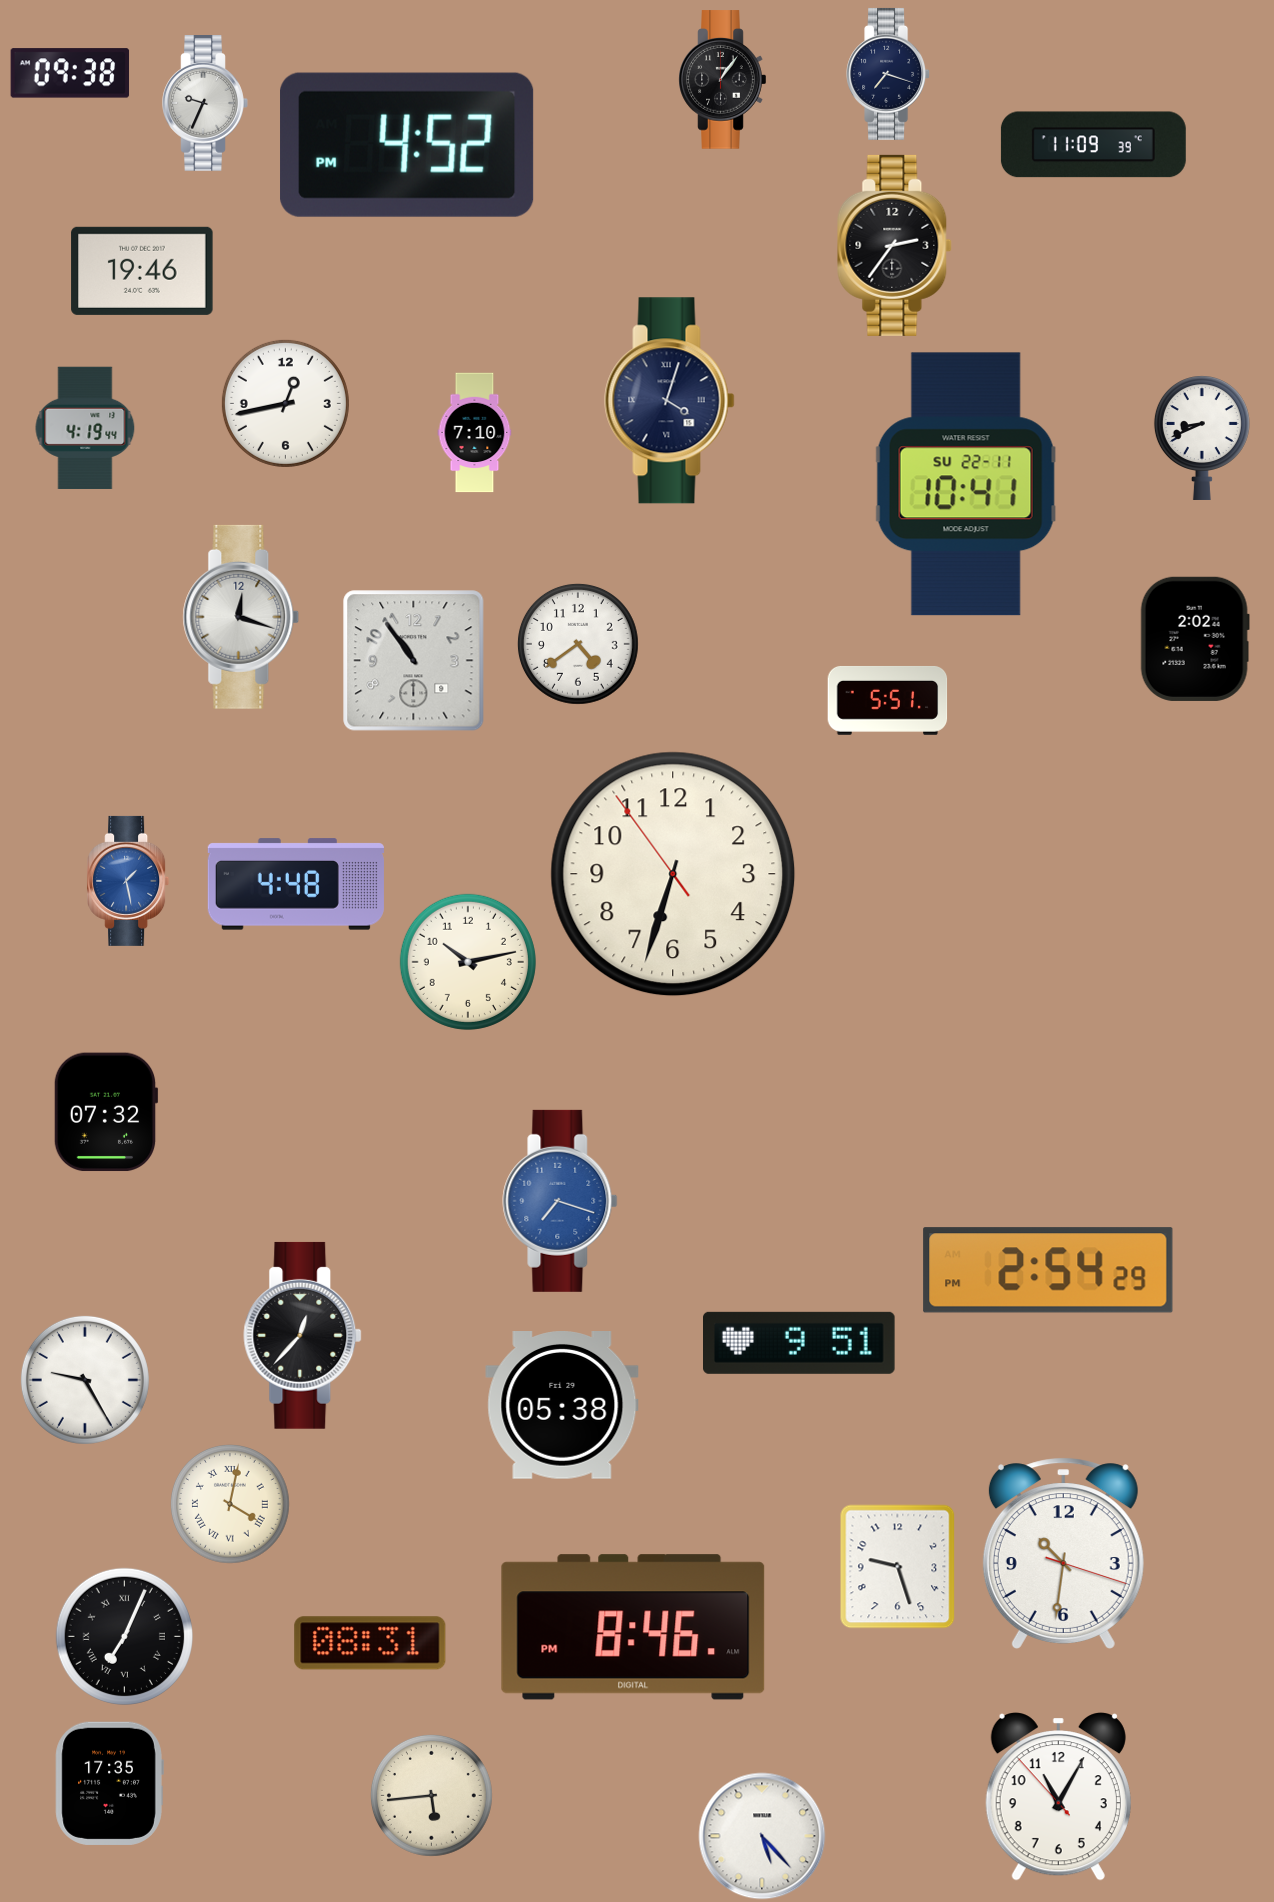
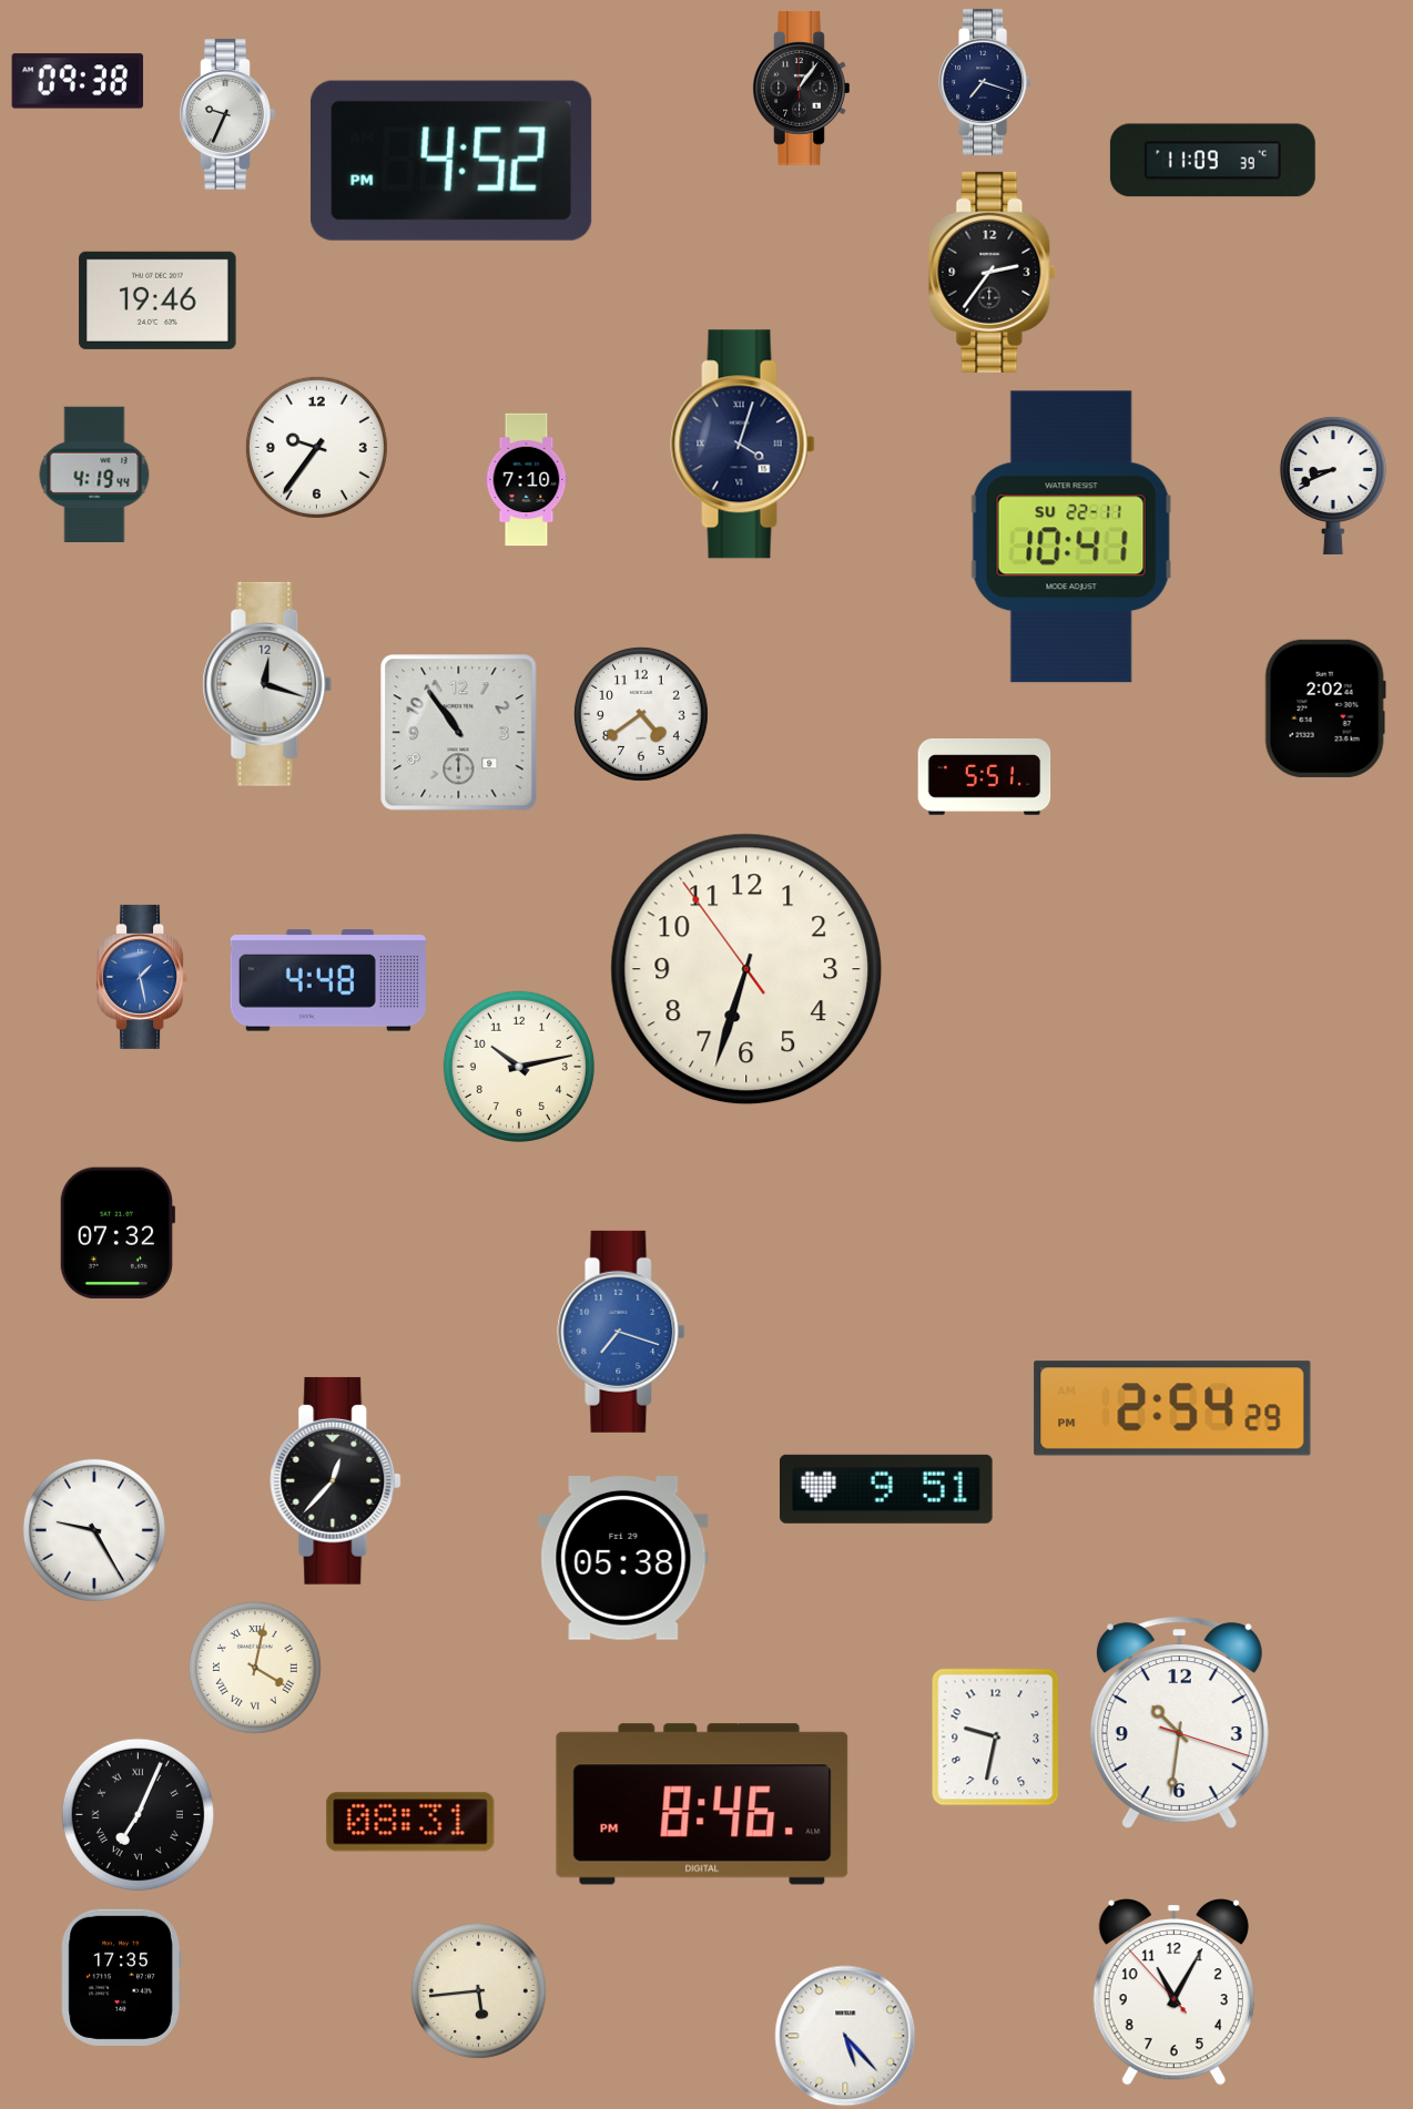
clock at (285, 403): 12:43 -> 9:36
clock at (1048, 1270) position: (1048, 1270) -> (1172, 1408)
clock at (898, 1567): 9:27 -> 9:32
